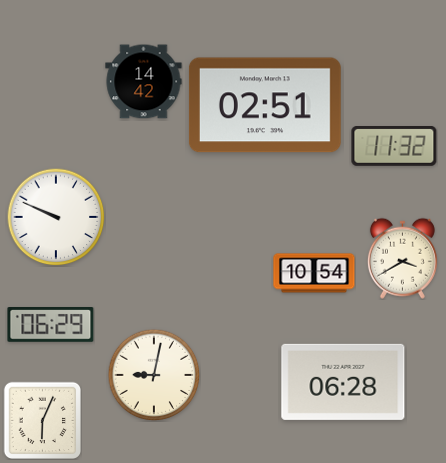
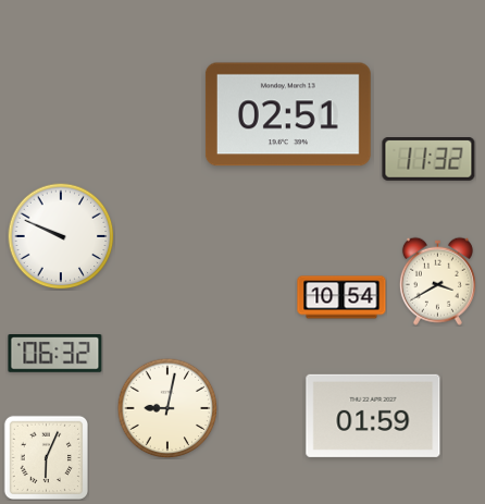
clock at (144, 82): 14:42 -> none
clock at (51, 325): 06:29 -> 06:32
clock at (343, 382): 06:28 -> 01:59
